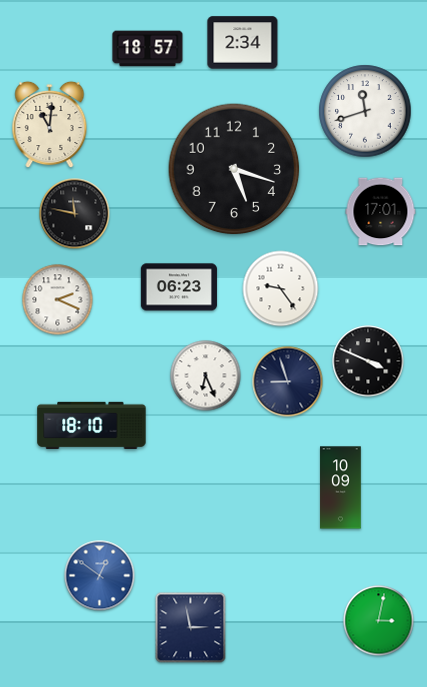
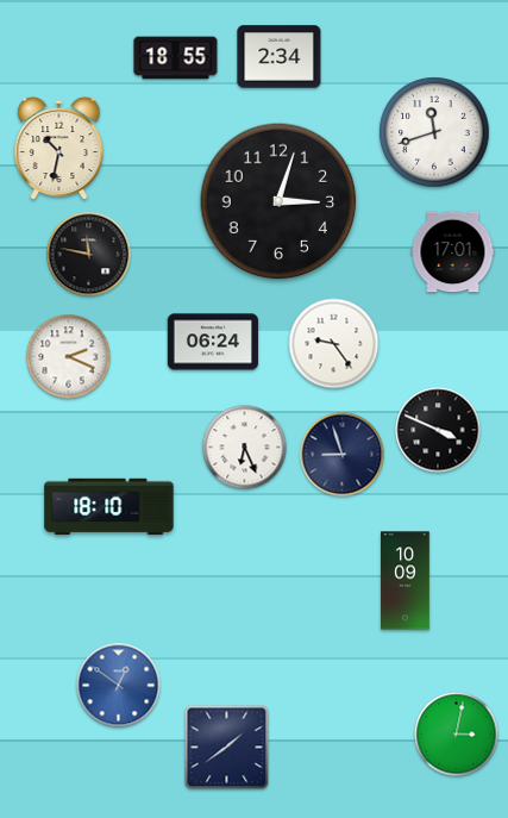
clock at (243, 43) position: (243, 43) -> (280, 57)
clock at (148, 49): 18:57 -> 18:55
clock at (50, 125): 11:01 -> 10:32
clock at (234, 169): 5:18 -> 3:03
clock at (179, 287): 06:23 -> 06:24
clock at (379, 621) position: (379, 621) -> (457, 735)
clock at (191, 628): 2:58 -> 1:39
